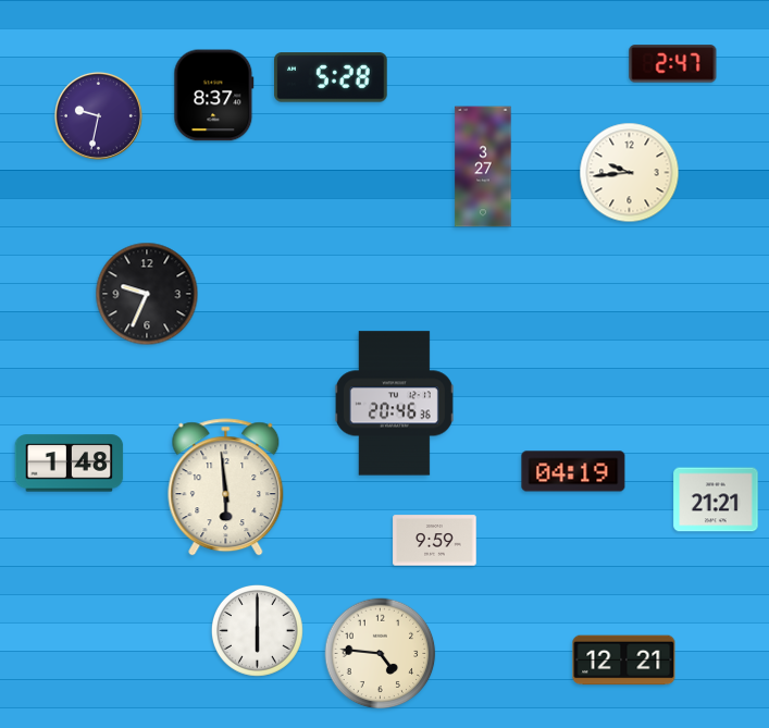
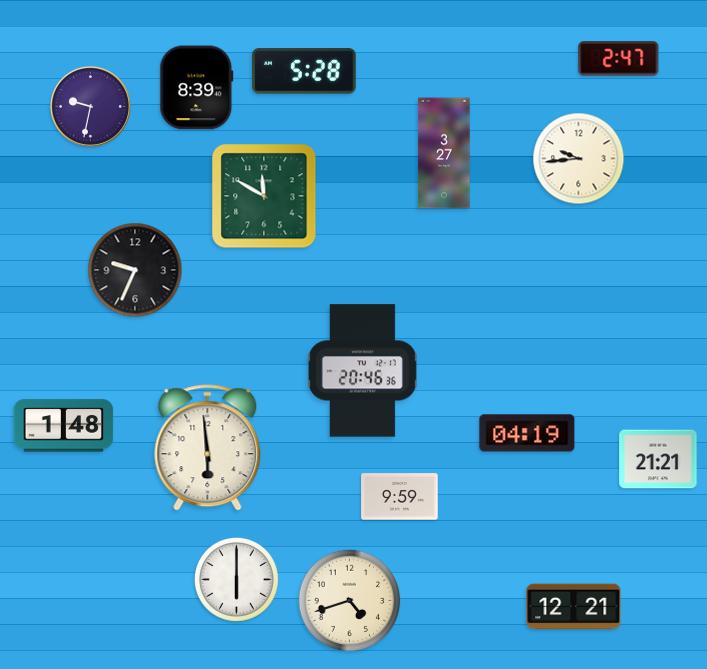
clock at (214, 96): 8:37 -> 8:39
clock at (264, 196): none -> 11:50
clock at (381, 654): 4:46 -> 4:42
